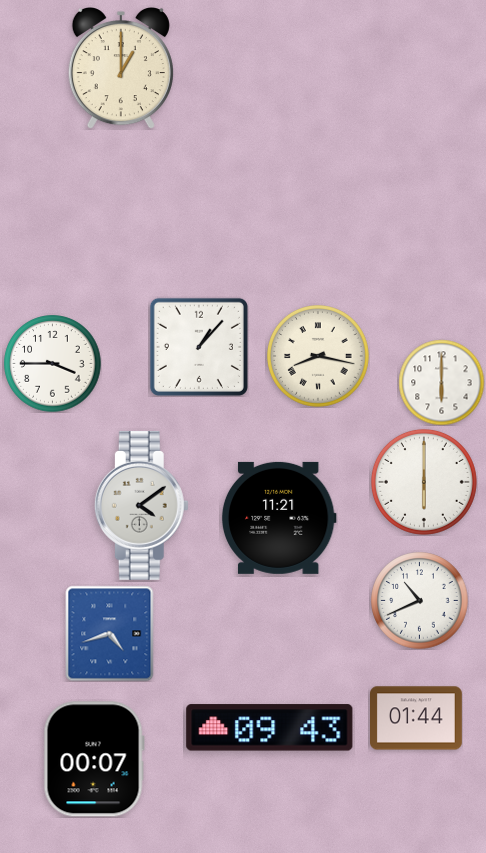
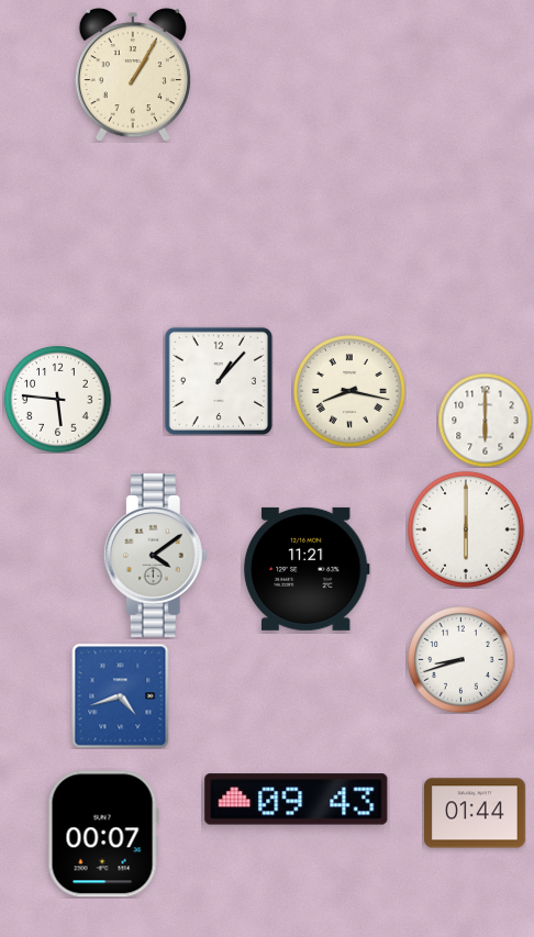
clock at (121, 69): 1:00 -> 1:05
clock at (53, 364): 3:45 -> 5:46
clock at (420, 601): 10:41 -> 8:42
clock at (417, 718) position: (417, 718) -> (476, 813)
